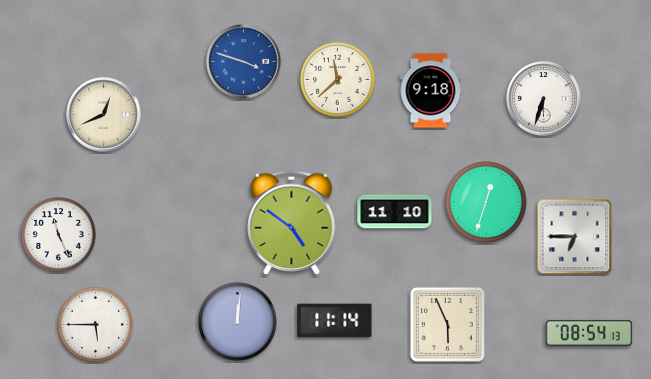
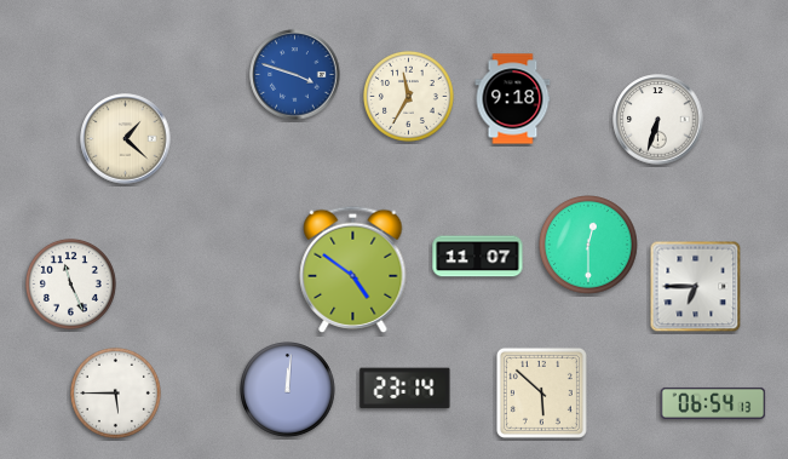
clock at (337, 79): 11:38 -> 11:35
clock at (431, 91) position: (431, 91) -> (513, 99)
clock at (104, 115): 12:41 -> 1:22
clock at (487, 203): 12:33 -> 12:30
clock at (395, 212): 11:10 -> 11:07
clock at (335, 321): 11:14 -> 23:14
clock at (447, 324): 5:56 -> 5:52
clock at (589, 333): 08:54 -> 06:54
